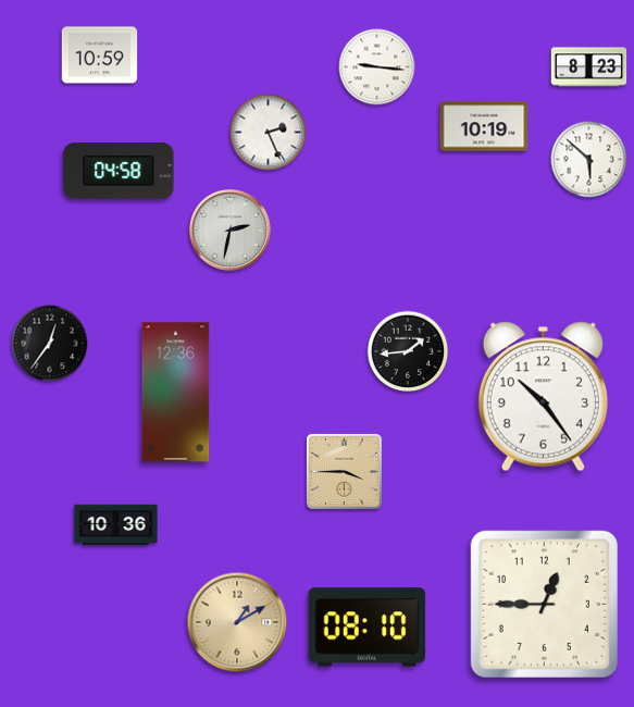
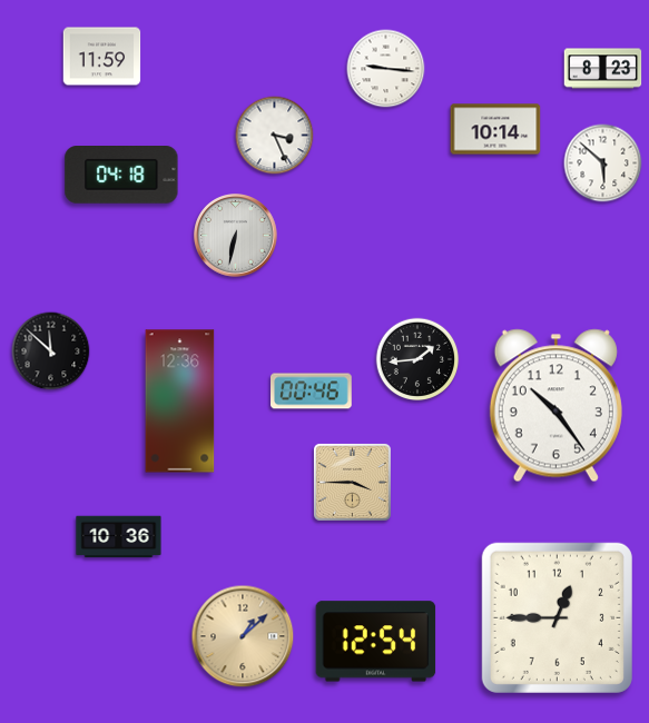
clock at (100, 55): 10:59 -> 11:59
clock at (484, 126): 10:19 -> 10:14
clock at (269, 133): 2:26 -> 3:26
clock at (119, 172): 04:58 -> 04:18
clock at (231, 231): 2:32 -> 6:32
clock at (50, 344): 12:36 -> 11:52
clock at (312, 392): none -> 00:46
clock at (237, 622): 1:10 -> 1:08
clock at (368, 628): 08:10 -> 12:54
